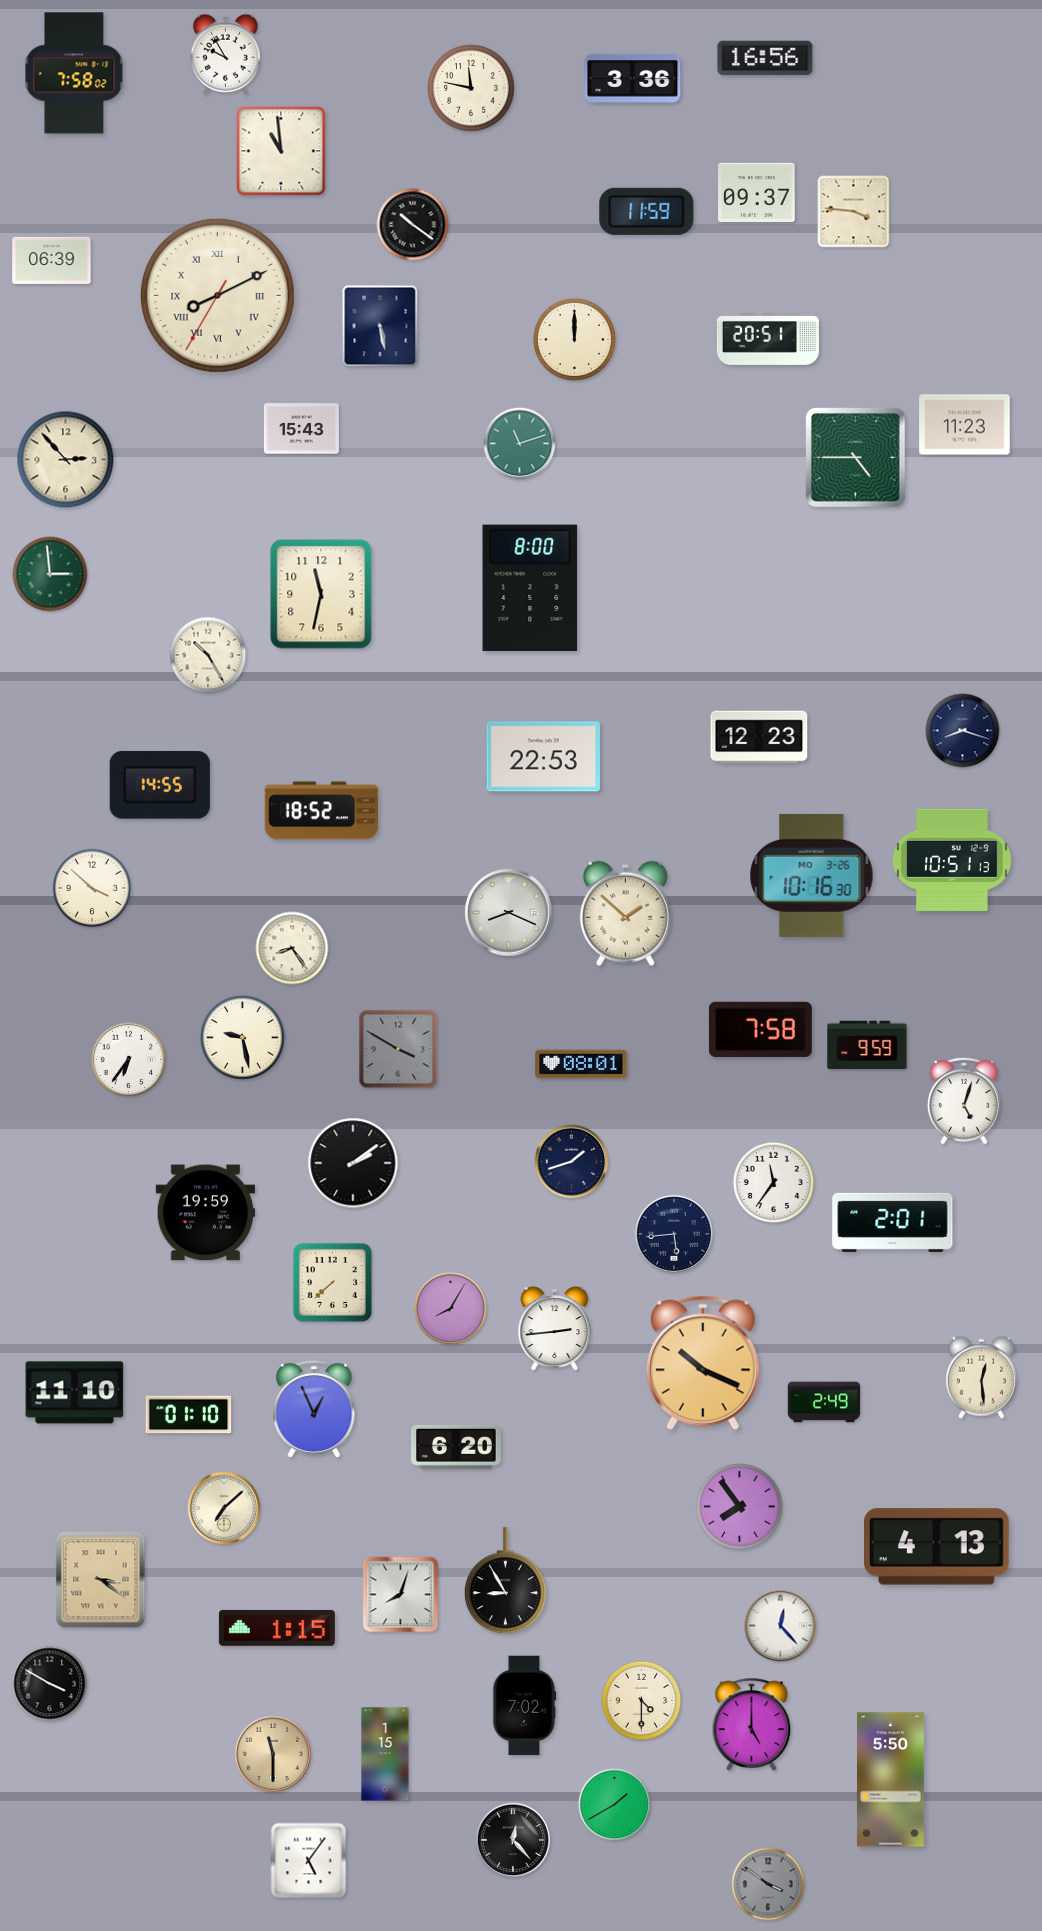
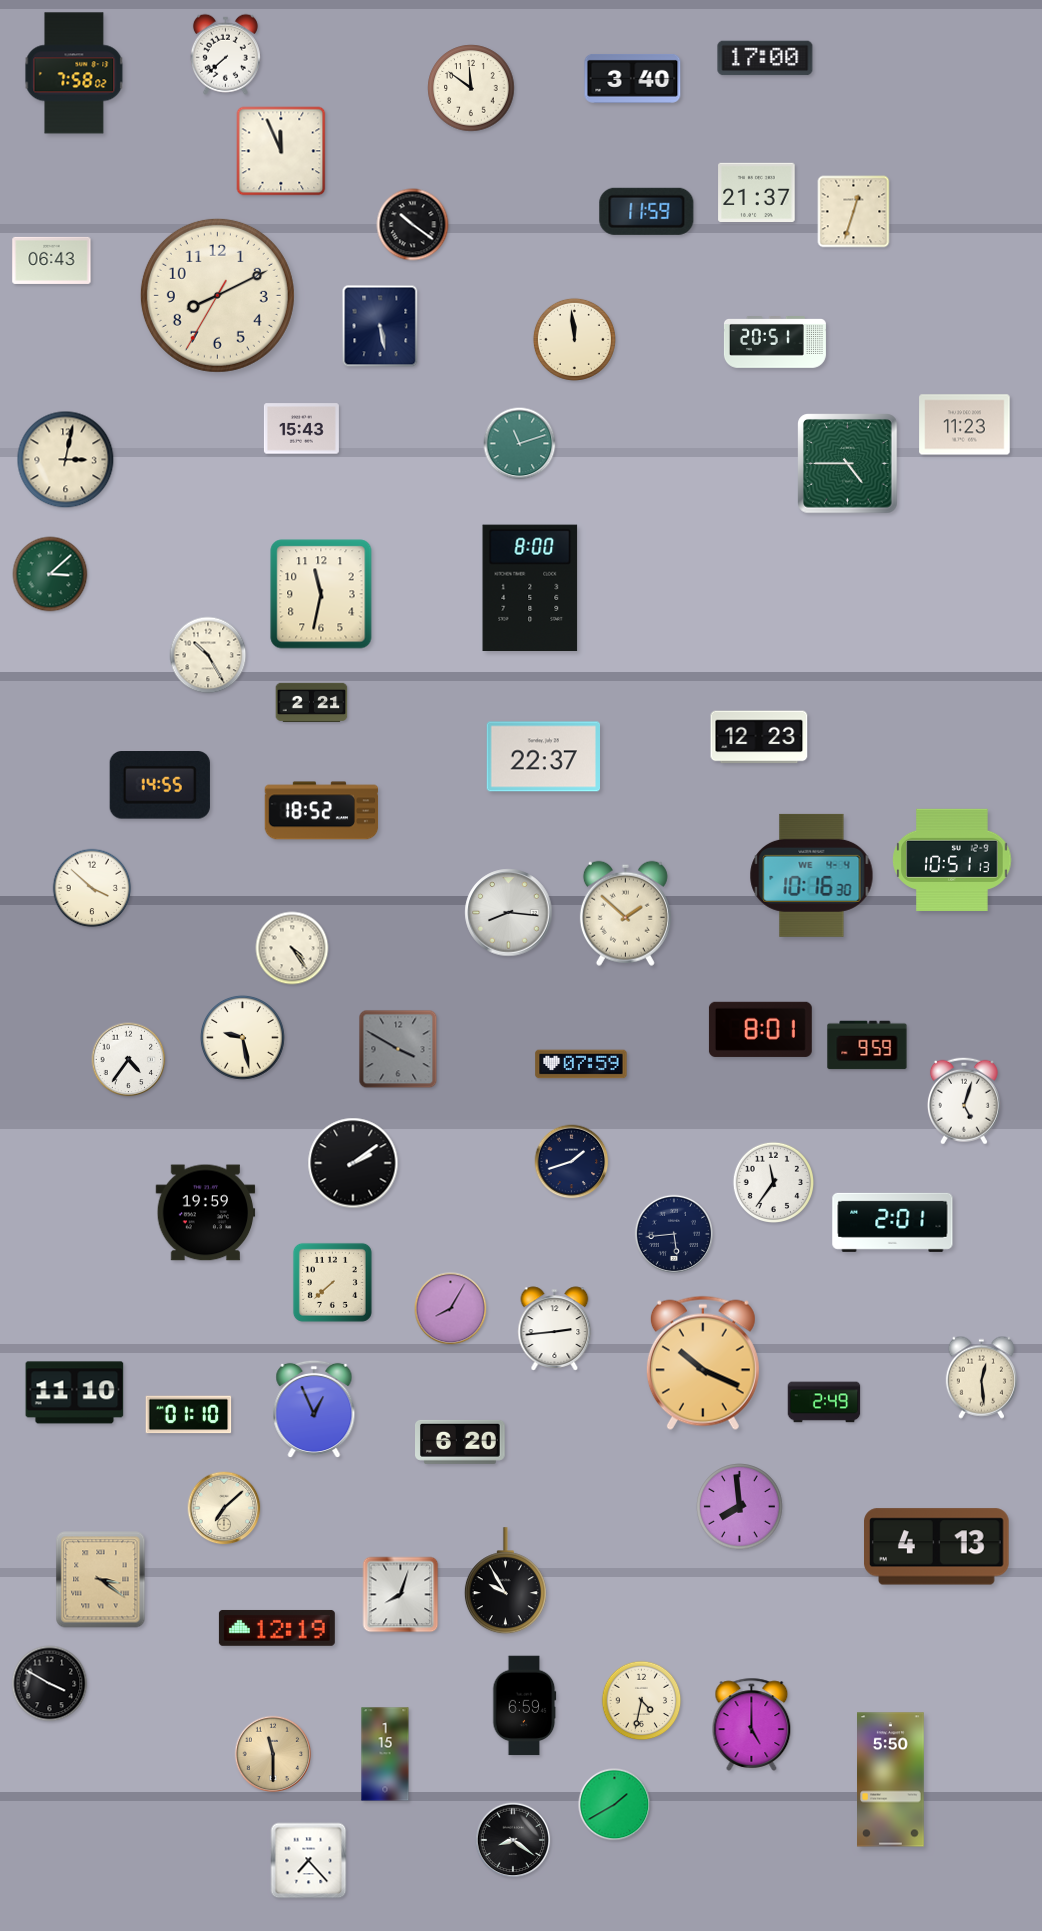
clock at (225, 54): 9:55 -> 7:38
clock at (765, 58): 16:56 -> 17:00
clock at (633, 78): 3:36 -> 3:40
clock at (471, 88): 11:47 -> 11:51
clock at (281, 151): 10:59 -> 11:56
clock at (757, 193): 09:37 -> 21:37
clock at (854, 212): 3:46 -> 12:33
clock at (52, 260): 06:39 -> 06:43
clock at (217, 295) numerals: Roman -> Arabic
clock at (574, 339): 12:00 -> 11:59
clock at (768, 340) position: (768, 340) -> (775, 343)
clock at (856, 458) position: (856, 458) -> (848, 464)
clock at (66, 460): 2:53 -> 3:02
clock at (50, 574): 2:59 -> 3:08
clock at (312, 702): none -> 2:21
clock at (963, 731): 8:18 -> none
clock at (543, 757): 22:53 -> 22:37
clock at (812, 875) date: MO 3-26 -> WE 4-4
clock at (509, 913): 8:19 -> 8:16
clock at (292, 948): 8:24 -> 4:24
clock at (760, 1029): 7:58 -> 8:01
clock at (129, 1060): 6:36 -> 4:36
clock at (581, 1064): 08:01 -> 07:59
clock at (457, 1447) position: (457, 1447) -> (461, 1442)
clock at (740, 1507): 7:54 -> 7:59
clock at (505, 1581): 8:55 -> 9:55
clock at (781, 1626): 12:23 -> none
clock at (277, 1628): 1:15 -> 12:19
clock at (642, 1701): 4:30 -> 4:32
clock at (525, 1706): 7:02 -> 6:59
clock at (513, 1840): 12:23 -> 8:21
clock at (309, 1861): 5:06 -> 7:23
clock at (768, 1884): 3:51 -> none
